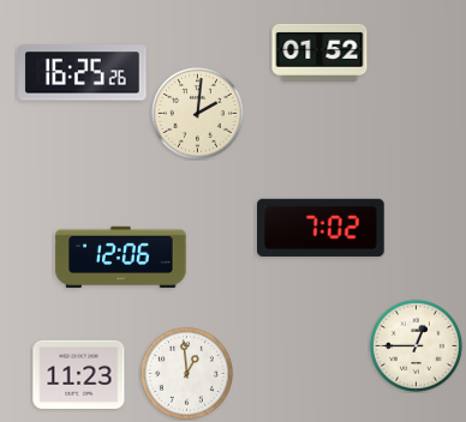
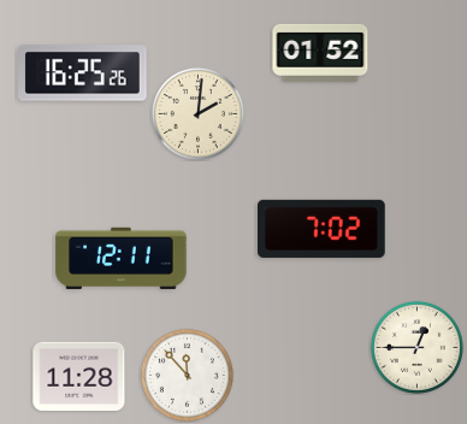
clock at (121, 257): 12:06 -> 12:11
clock at (186, 373): 12:59 -> 11:53
clock at (79, 374): 11:23 -> 11:28
